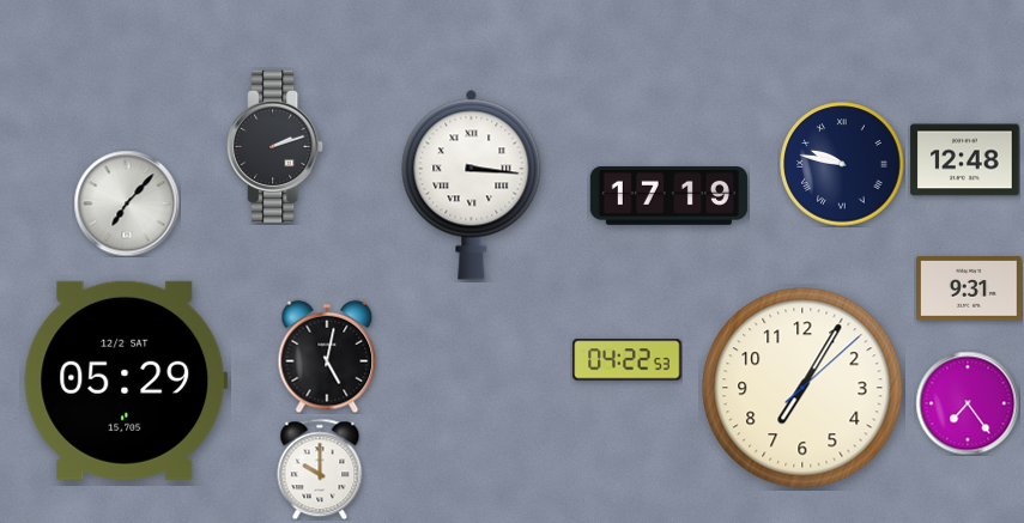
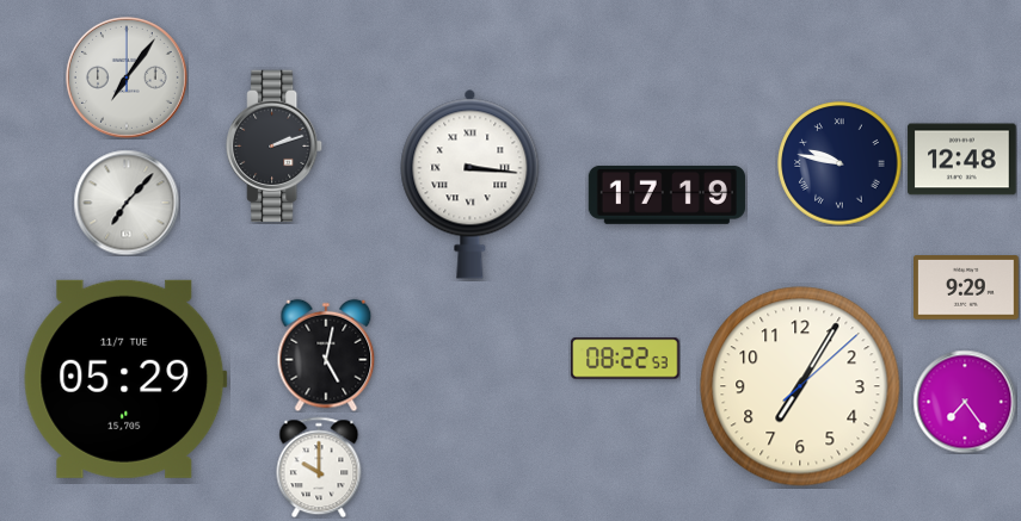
clock at (127, 77): none -> 7:06
clock at (970, 288): 9:31 -> 9:29
clock at (628, 360): 04:22 -> 08:22
clock at (126, 381) date: 12/2 SAT -> 11/7 TUE
